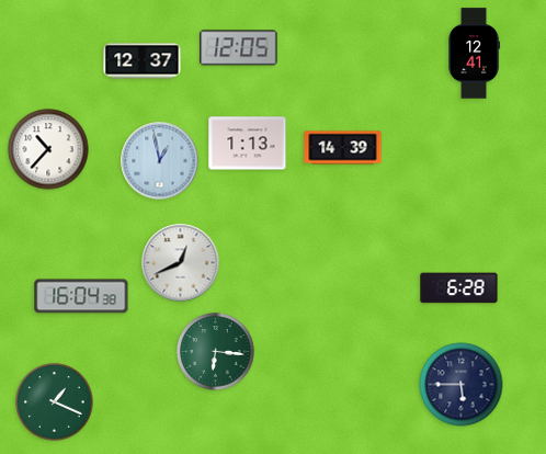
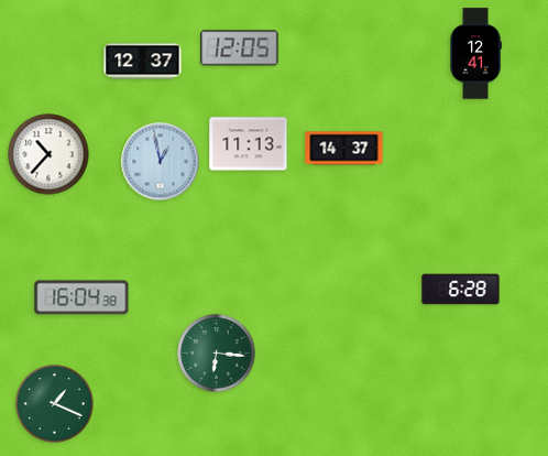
clock at (248, 144): 1:13 -> 11:13
clock at (343, 148): 14:39 -> 14:37
clock at (48, 149) position: (48, 149) -> (48, 154)
clock at (181, 263): 12:41 -> none
clock at (462, 385): 5:45 -> none
